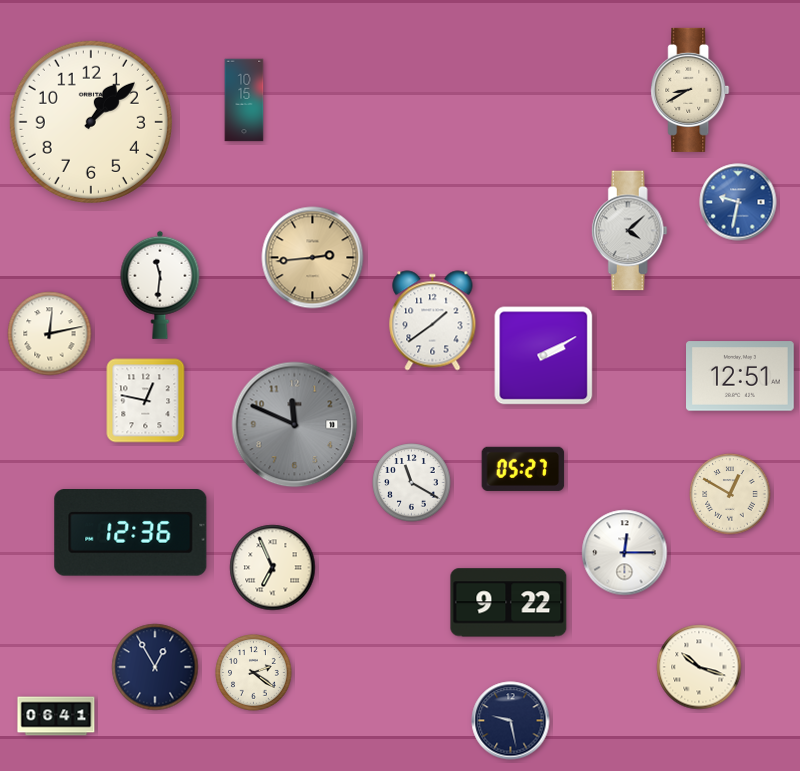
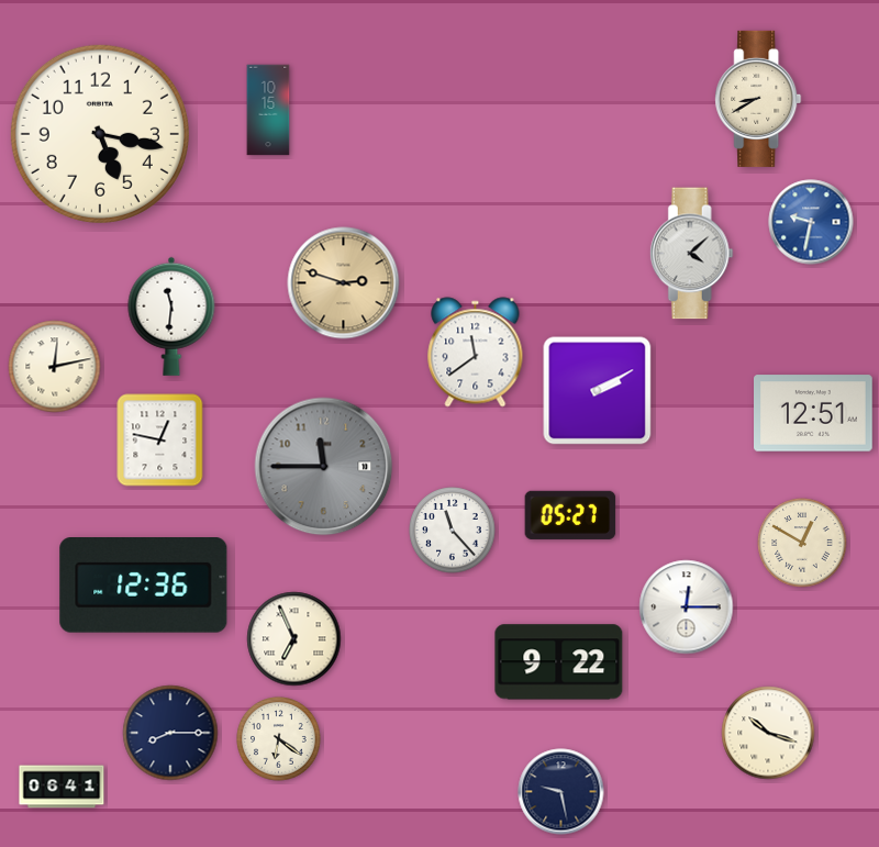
clock at (91, 122): 1:08 -> 5:17
clock at (313, 258): 2:44 -> 2:48
clock at (160, 285) position: (160, 285) -> (171, 316)
clock at (433, 321): 1:39 -> 11:39
clock at (295, 425): 11:49 -> 11:45
clock at (523, 469) position: (523, 469) -> (570, 515)
clock at (412, 483): 11:20 -> 11:23
clock at (273, 568) position: (273, 568) -> (294, 639)
clock at (155, 667): 12:55 -> 8:15
clock at (254, 673): 2:21 -> 6:21
